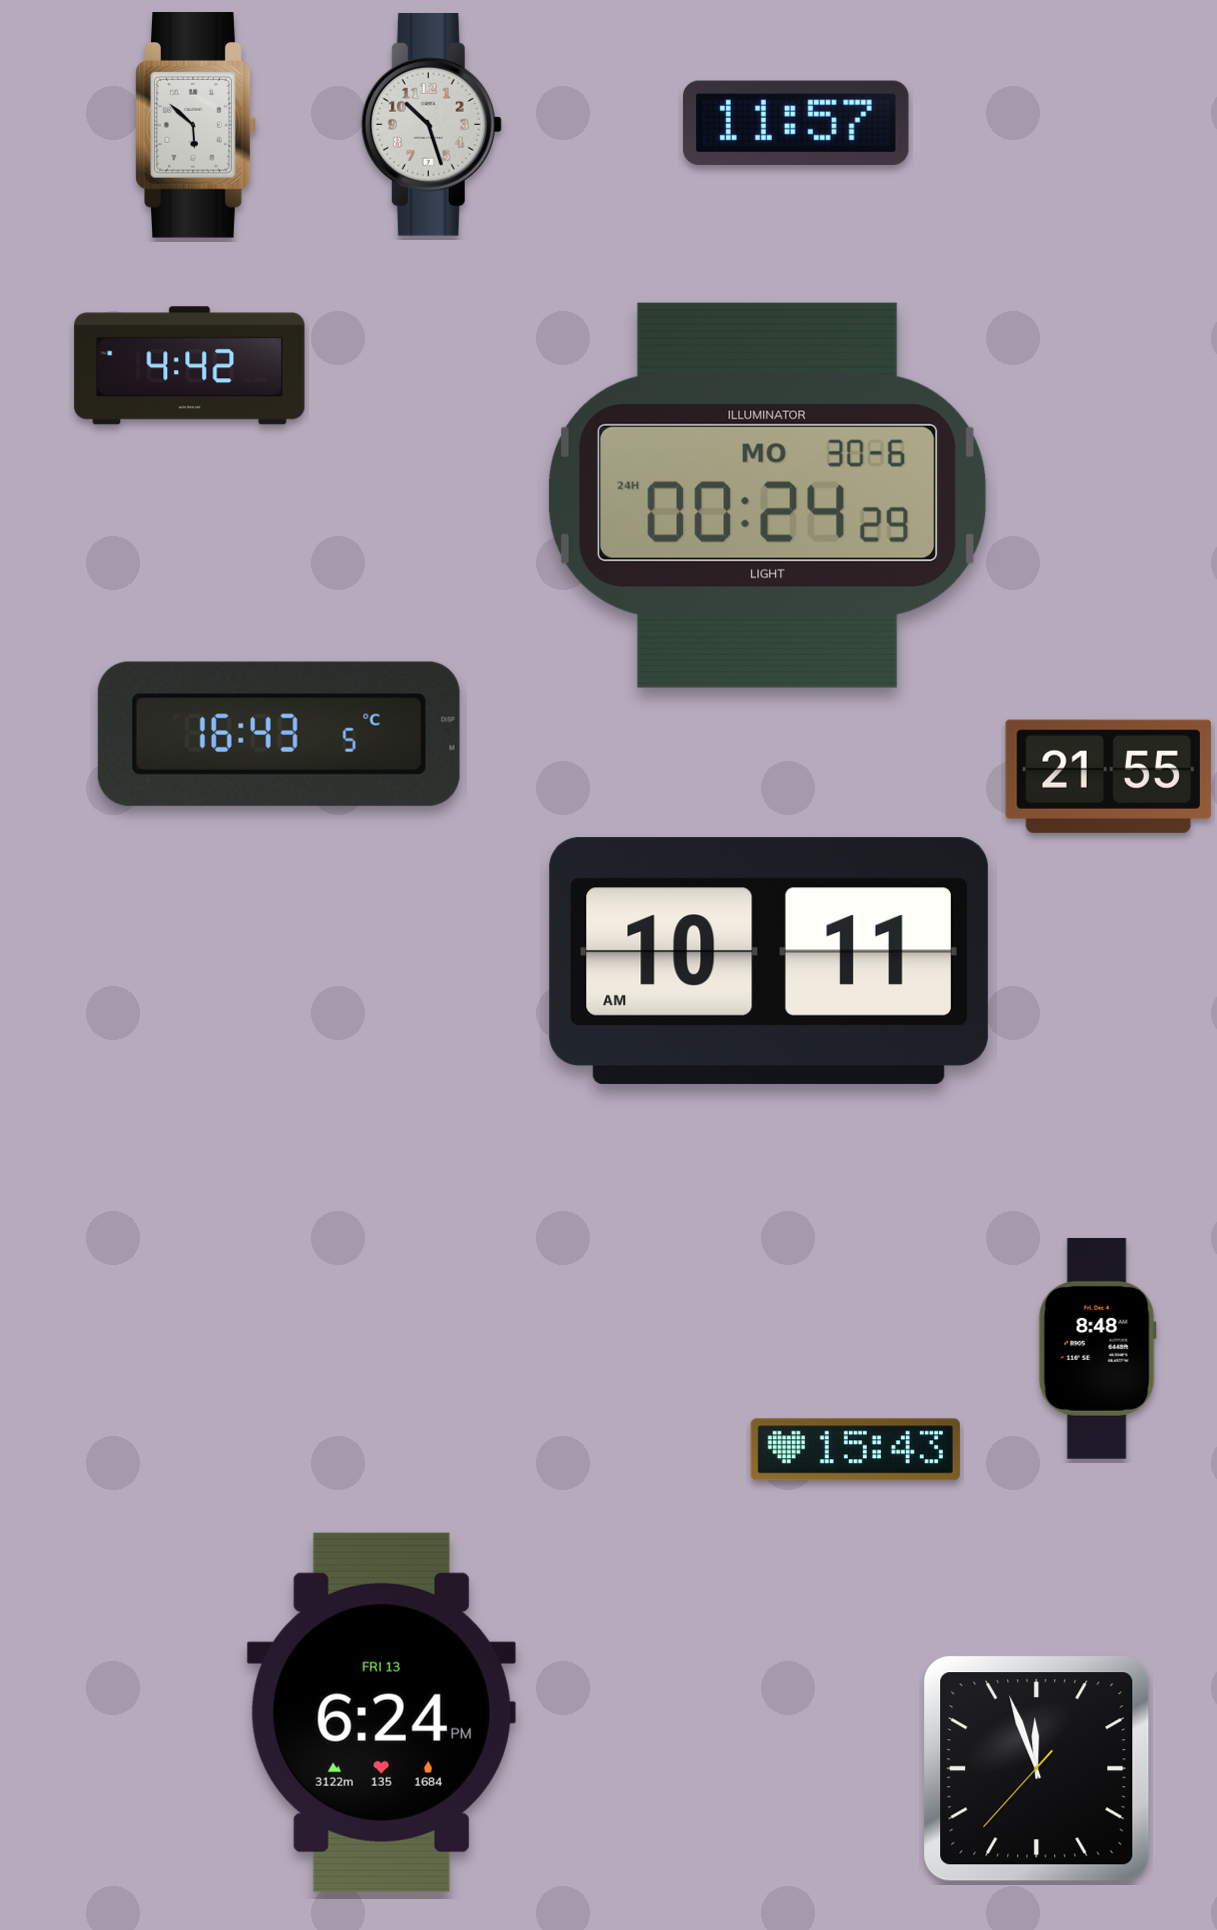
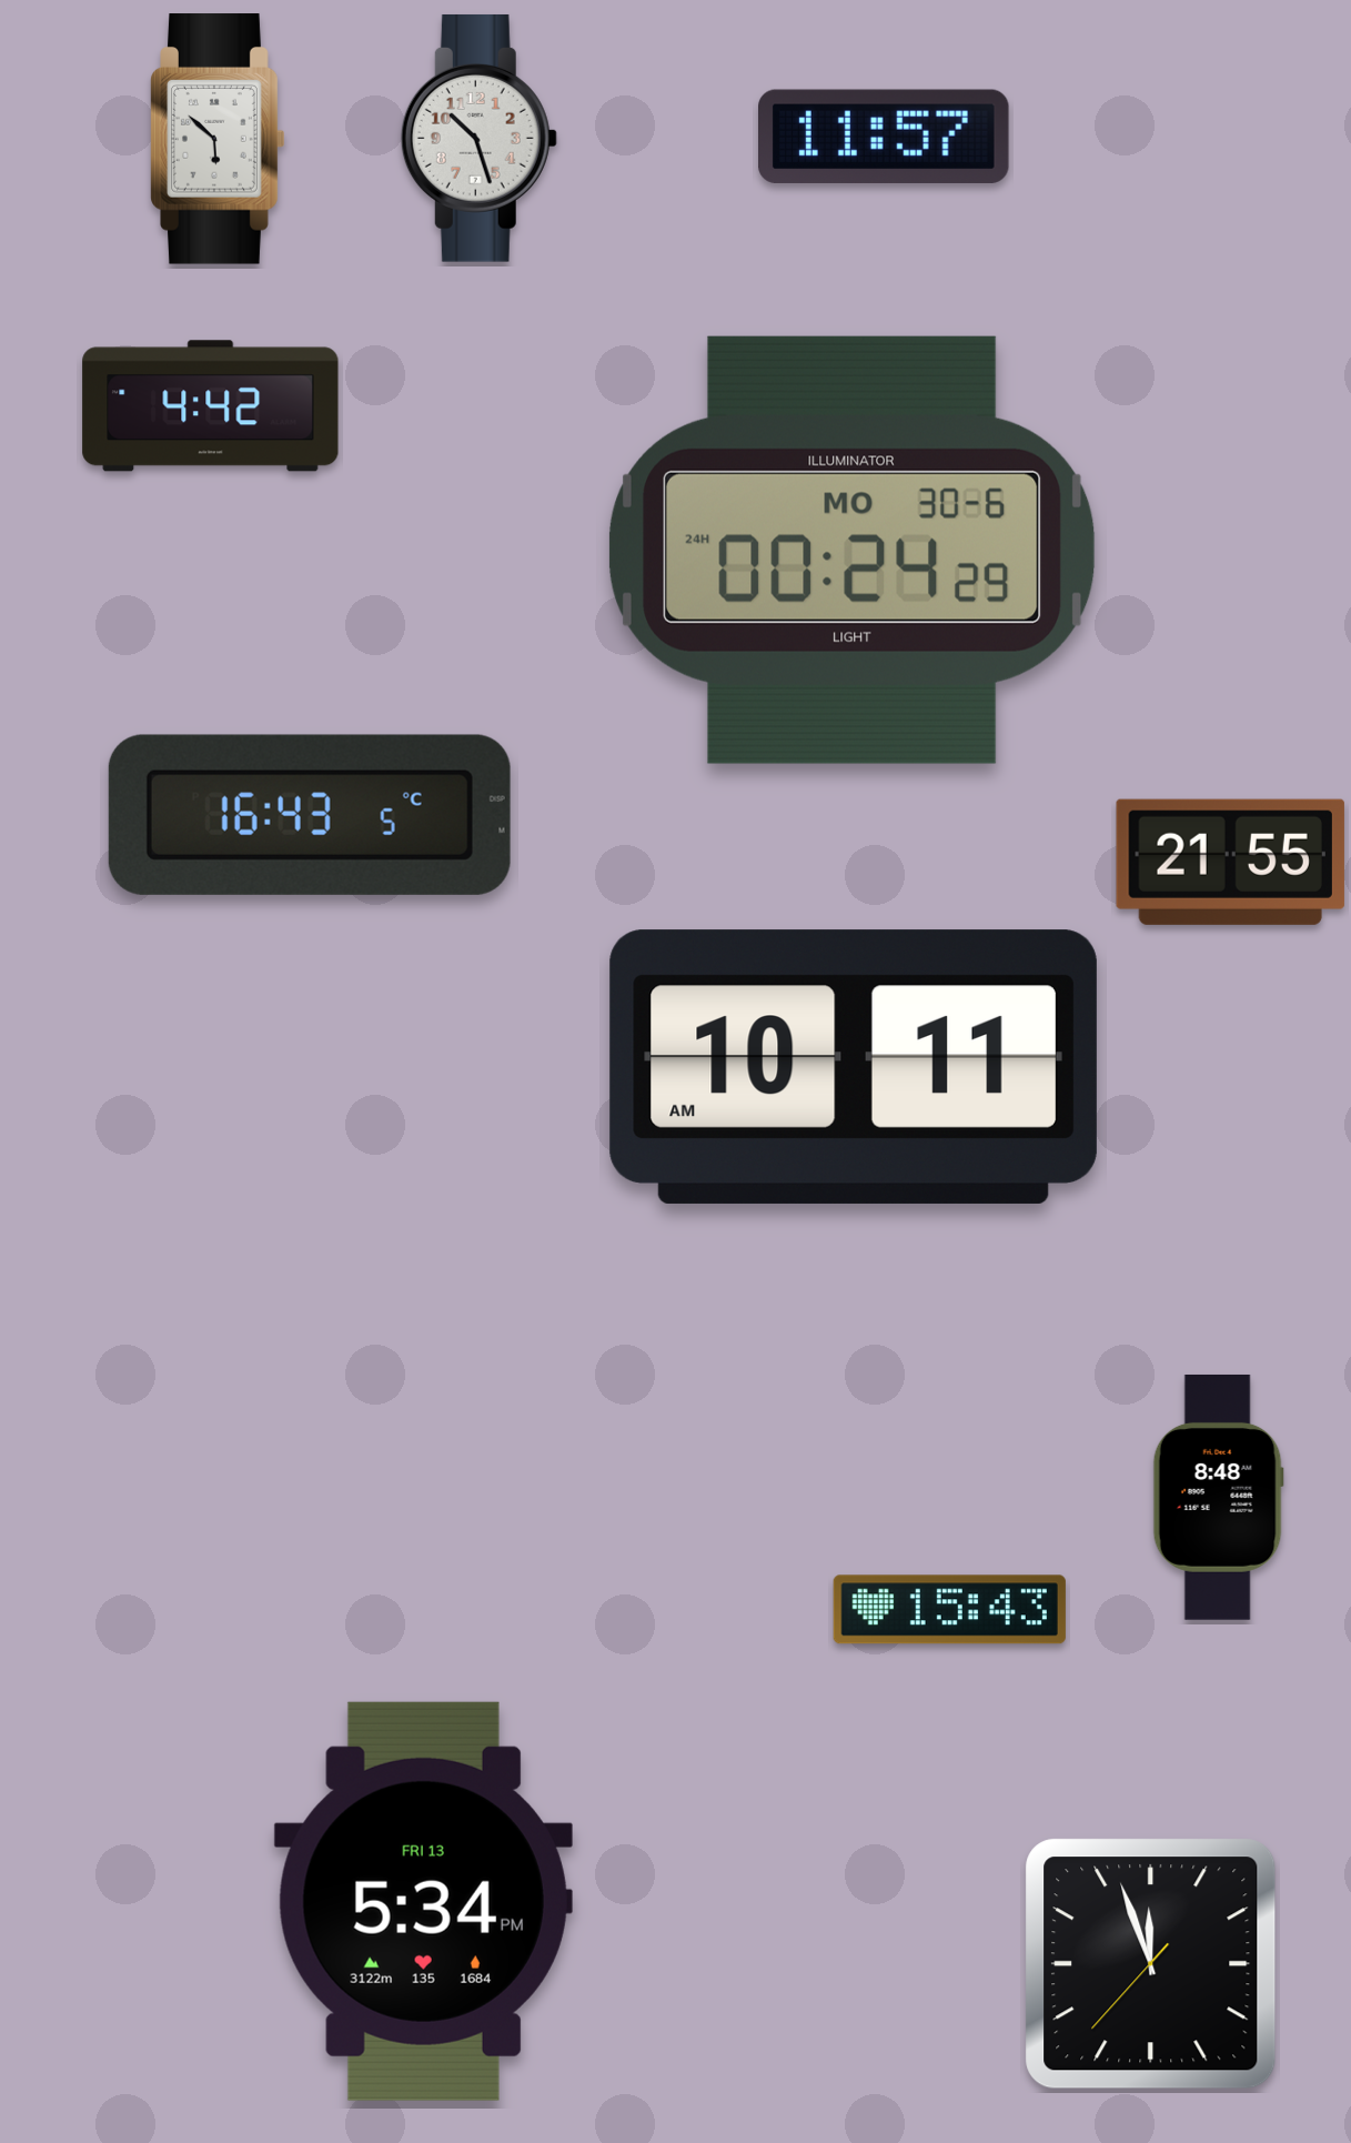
clock at (381, 1712): 6:24 -> 5:34
